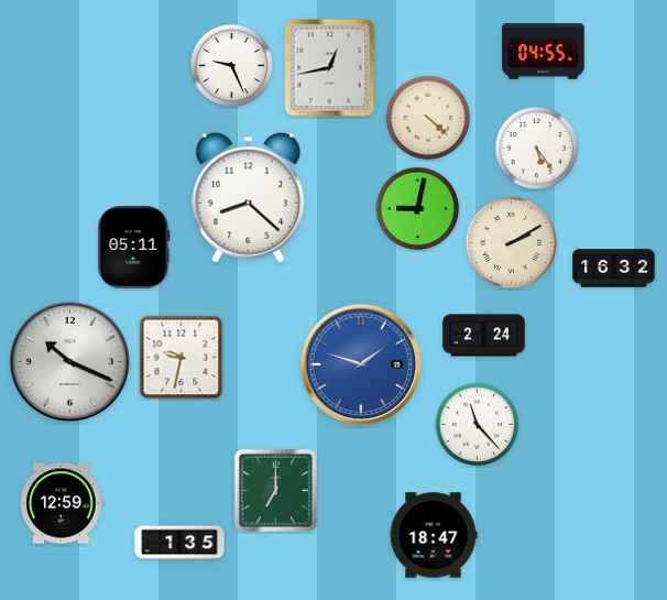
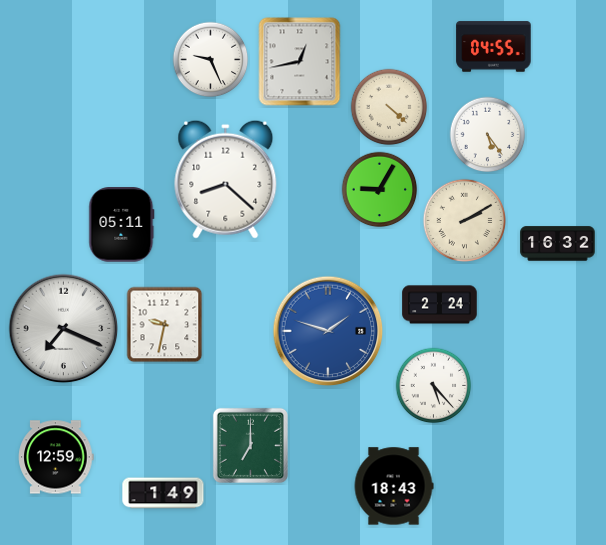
clock at (418, 209): 9:02 -> 9:05
clock at (70, 362): 10:19 -> 7:19
clock at (478, 425): 11:23 -> 5:23
clock at (434, 535): 18:47 -> 18:43
clock at (179, 543): 1:35 -> 1:49
